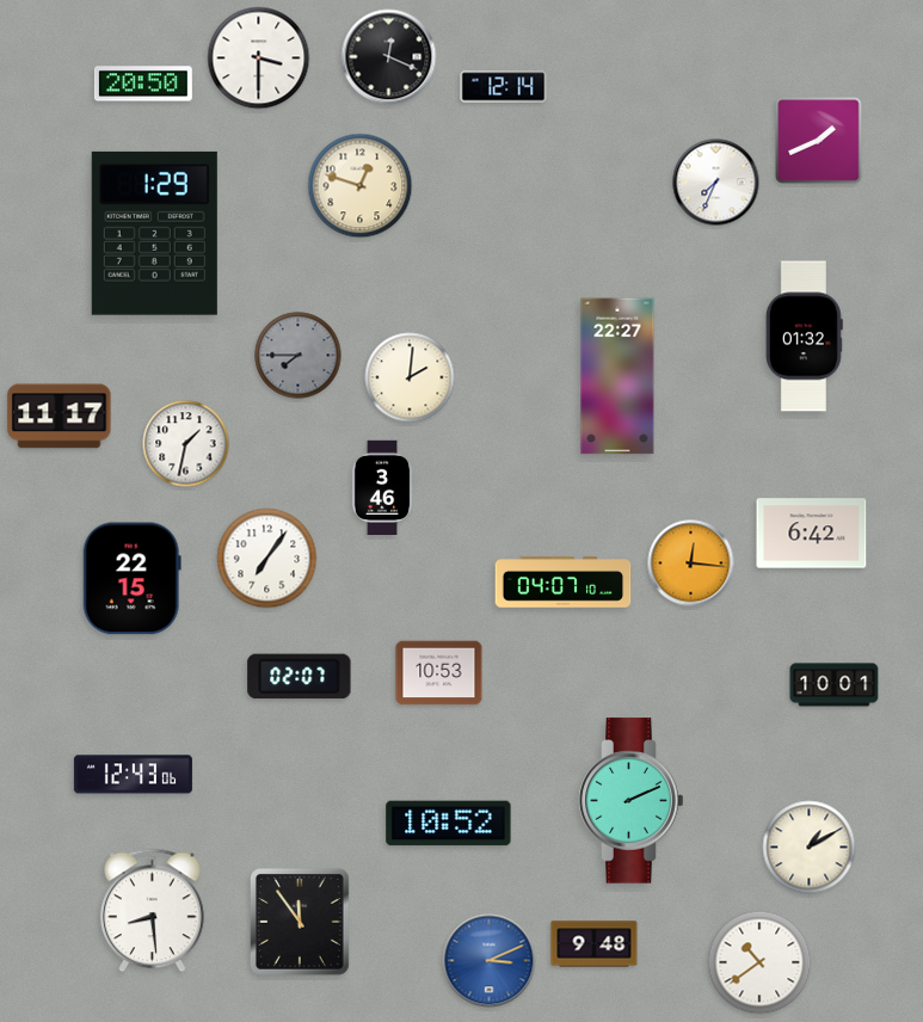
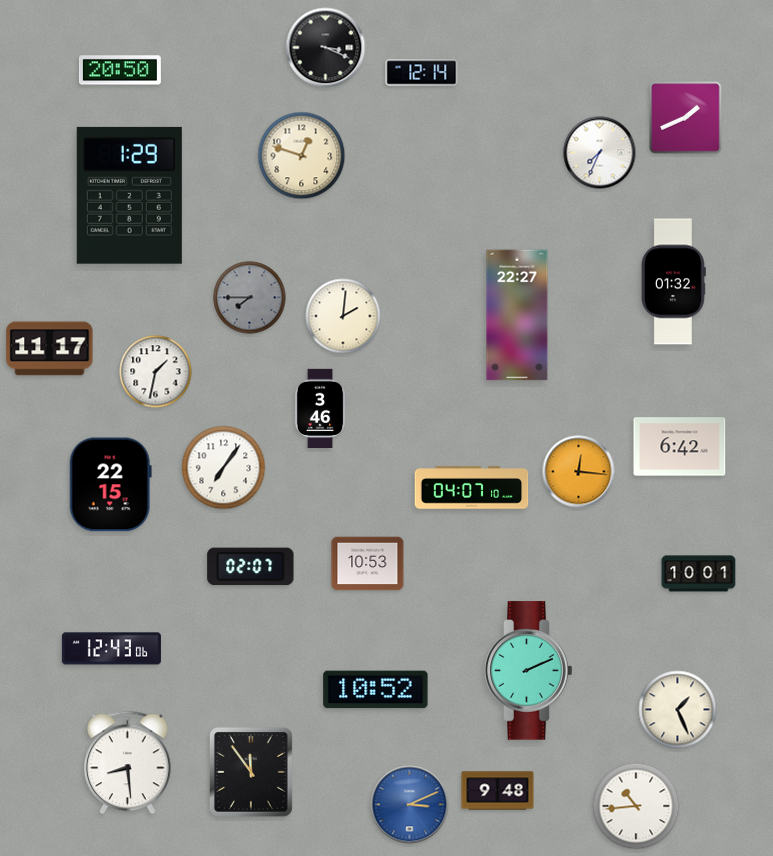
clock at (389, 57): 12:19 -> 3:19
clock at (259, 59): 3:30 -> none
clock at (810, 848): 1:10 -> 1:26
clock at (759, 962): 10:39 -> 10:44
